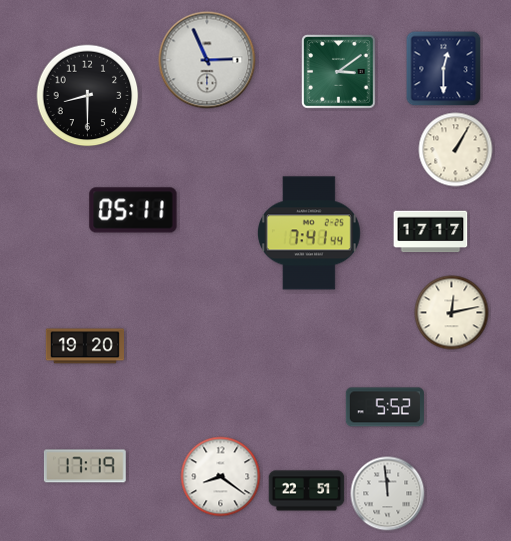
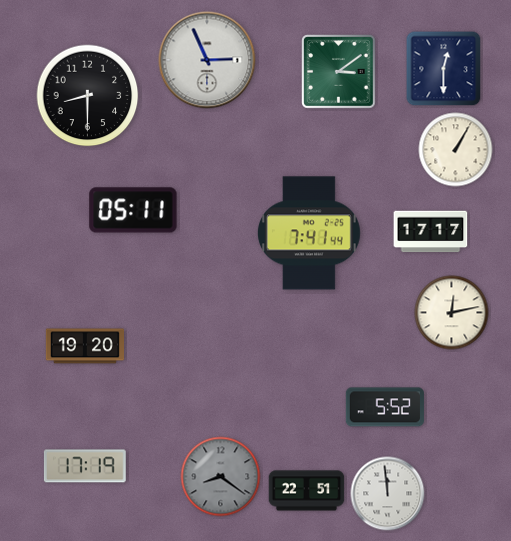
clock at (221, 477) dial: white -> grey
